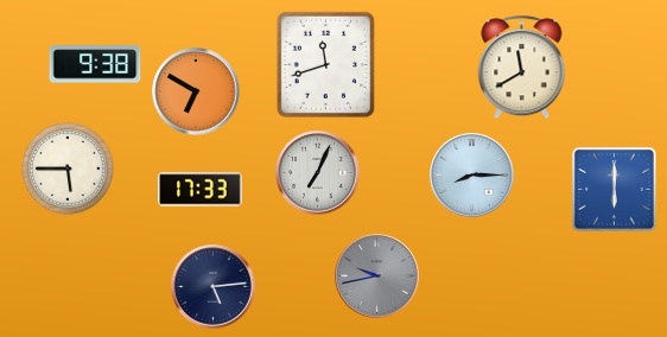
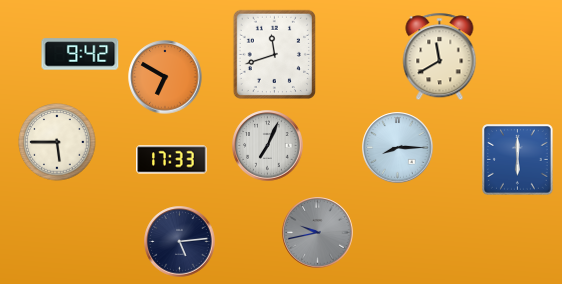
clock at (95, 64): 9:38 -> 9:42
clock at (201, 190) position: (201, 190) -> (172, 160)
